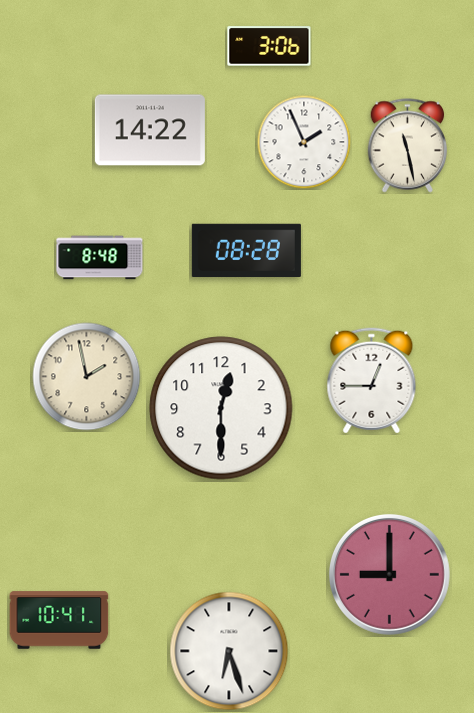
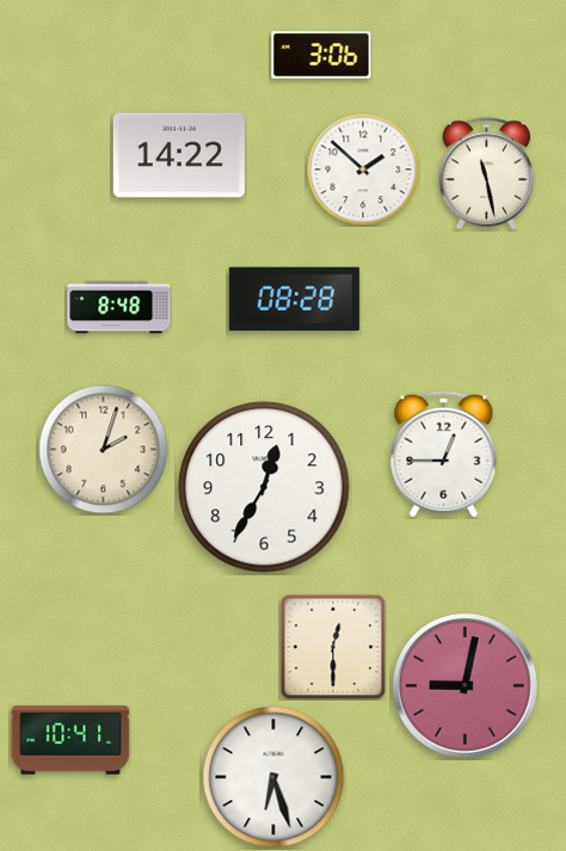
clock at (304, 142): 1:56 -> 1:52
clock at (87, 377): 1:58 -> 2:03
clock at (221, 408): 12:30 -> 12:35
clock at (333, 647): none -> 12:30
clock at (389, 574): 9:00 -> 9:02
